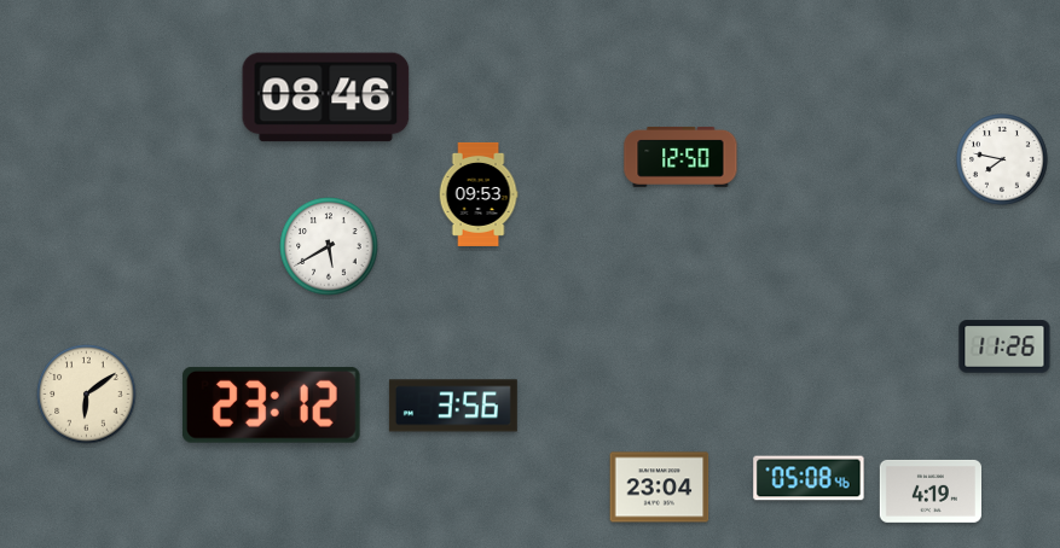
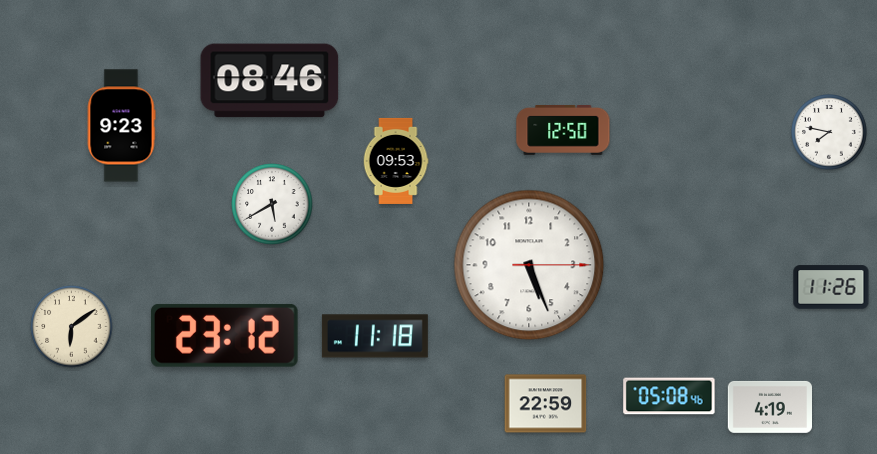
clock at (121, 126): none -> 9:23
clock at (529, 265): none -> 5:26
clock at (453, 406): 3:56 -> 11:18
clock at (660, 488): 23:04 -> 22:59
